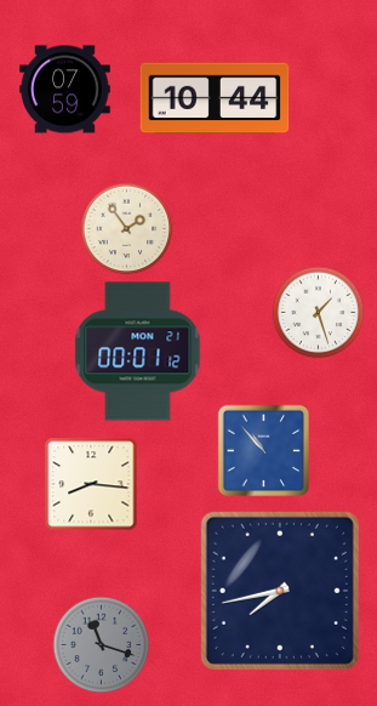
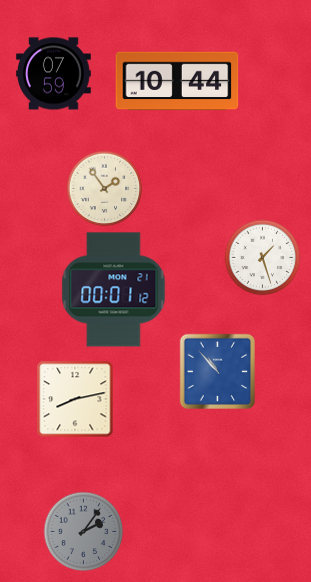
clock at (91, 484): 8:16 -> 8:13
clock at (280, 591): 7:43 -> none
clock at (102, 645): 11:18 -> 2:06
